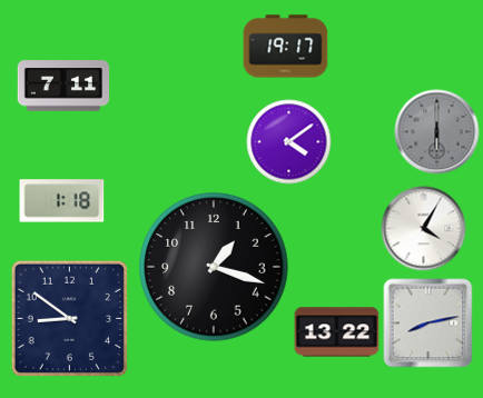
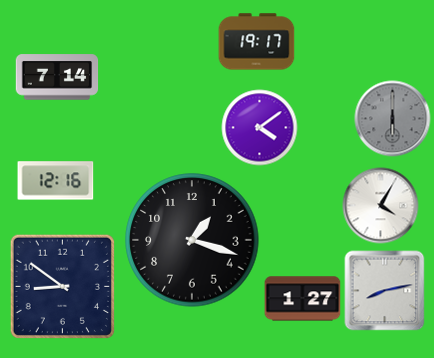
clock at (63, 86): 7:11 -> 7:14
clock at (62, 201): 1:18 -> 12:16
clock at (337, 332): 13:22 -> 1:27
